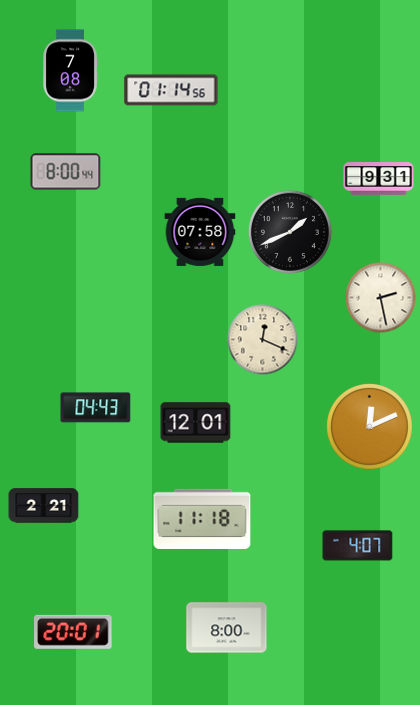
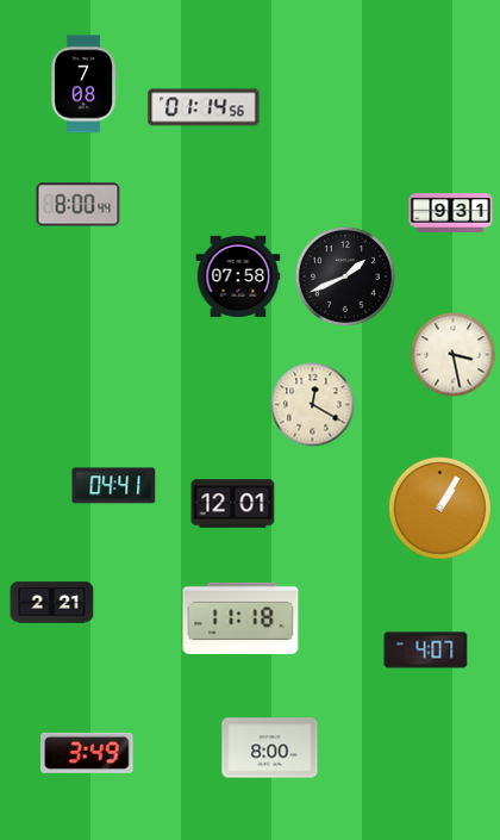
clock at (381, 298): 2:28 -> 3:28
clock at (263, 340): 12:19 -> 12:20
clock at (96, 408): 04:43 -> 04:41
clock at (370, 427): 12:11 -> 1:05
clock at (73, 632): 20:01 -> 3:49
